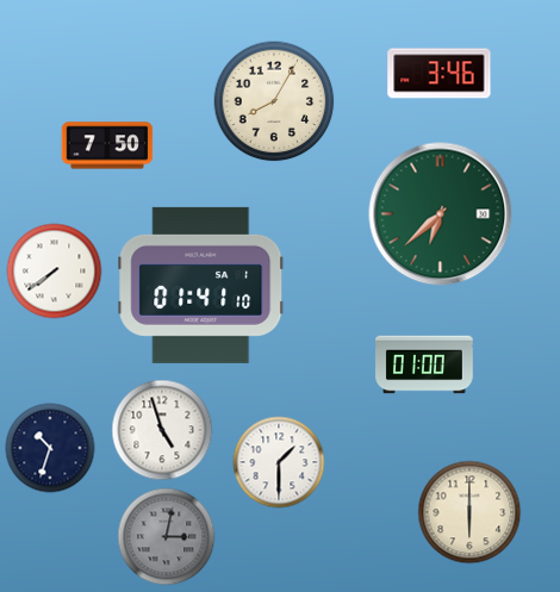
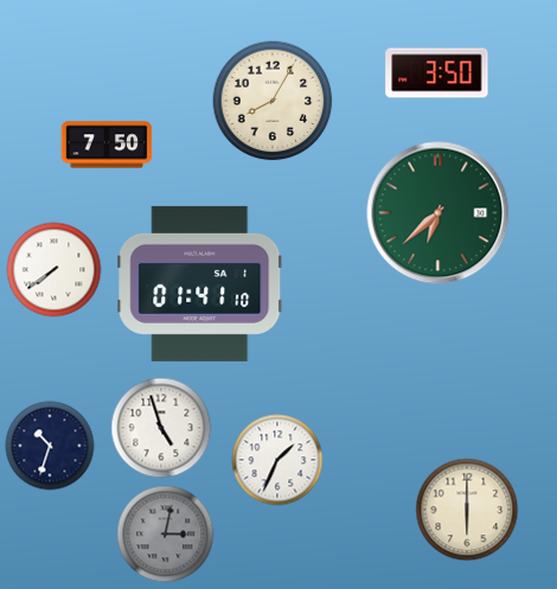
clock at (440, 74): 3:46 -> 3:50
clock at (425, 364): 01:00 -> none
clock at (279, 462): 1:30 -> 1:34
